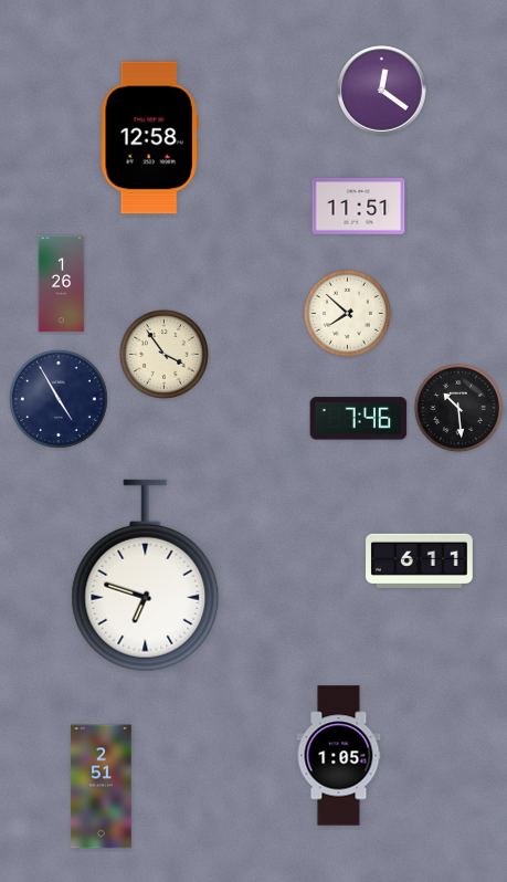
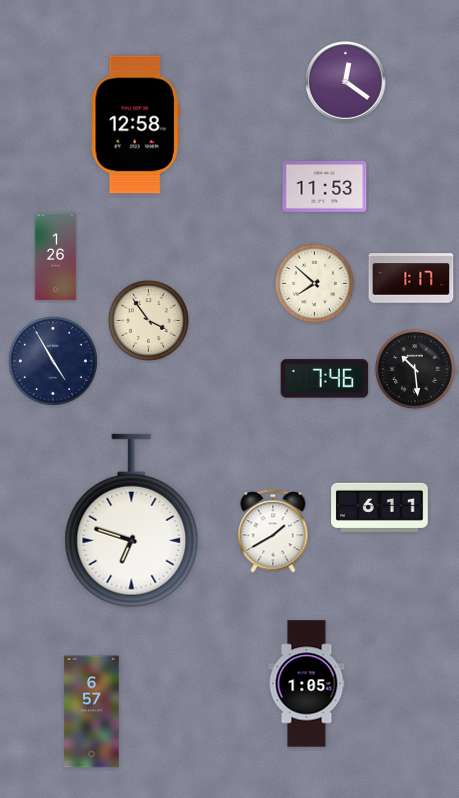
clock at (359, 206): 11:51 -> 11:53
clock at (411, 278): none -> 1:17
clock at (273, 531): none -> 1:40
clock at (102, 787): 2:51 -> 6:57
